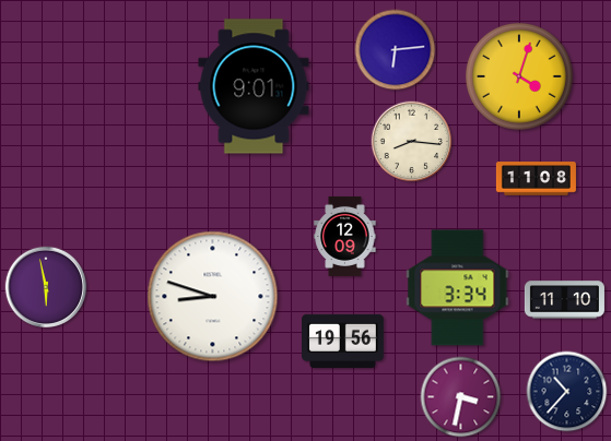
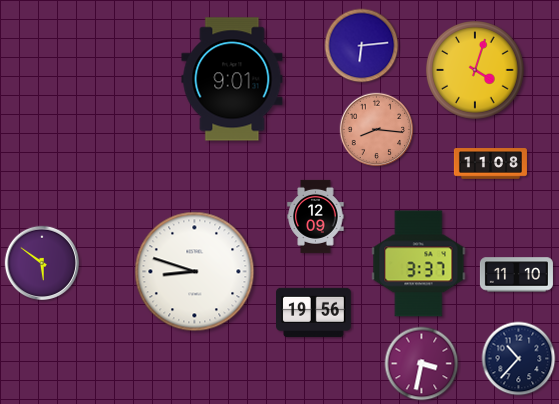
clock at (412, 142) dial: cream -> salmon
clock at (46, 287): 5:58 -> 5:51
clock at (458, 288): 3:34 -> 3:37
